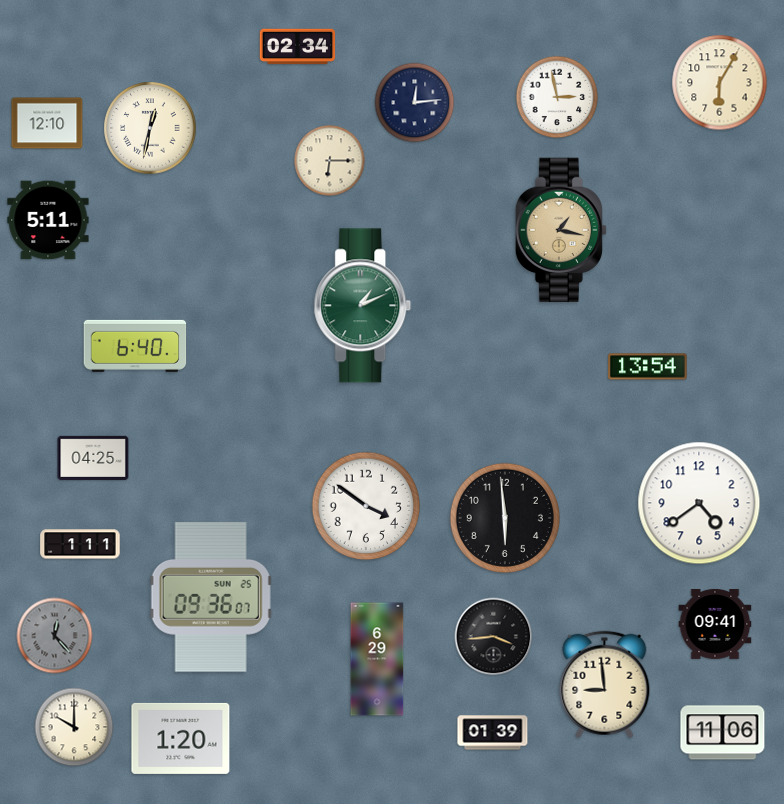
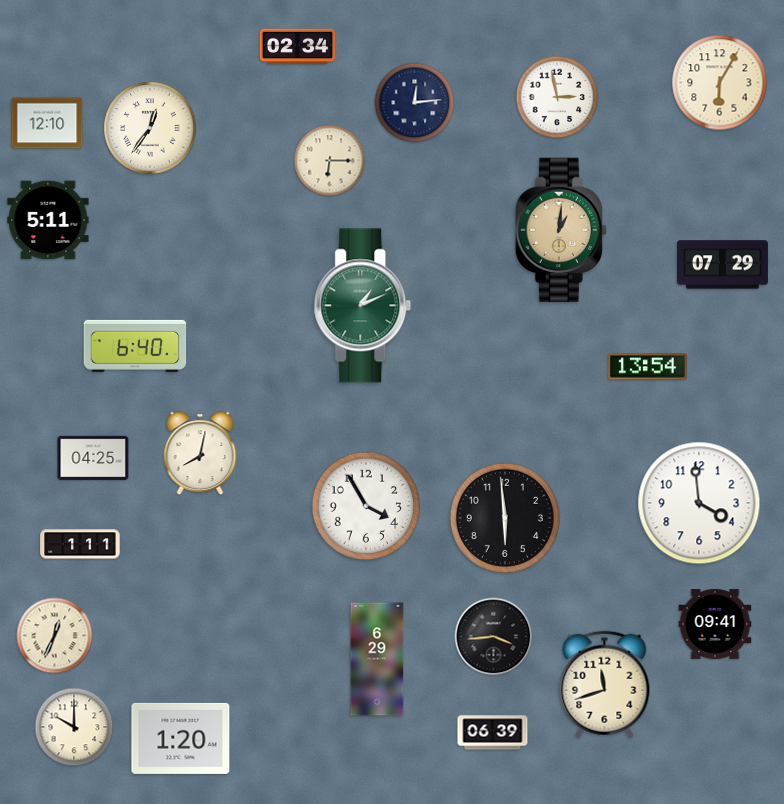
clock at (150, 128): 12:32 -> 12:36
clock at (560, 230): 1:17 -> 1:01
clock at (722, 265): none -> 07:29
clock at (200, 454): none -> 8:02
clock at (699, 503): 4:39 -> 3:59
clock at (366, 506): 3:51 -> 3:55
clock at (211, 597): 09:36 -> none
clock at (55, 636): 12:23 -> 12:34
clock at (55, 636) dial: grey -> cream
clock at (605, 685): 8:59 -> 11:42
clock at (493, 733): 01:39 -> 06:39
clock at (723, 733): 11:06 -> none
